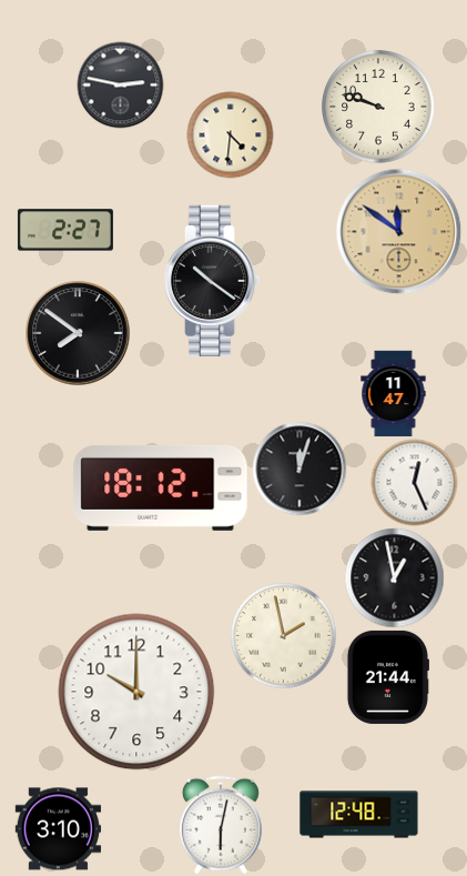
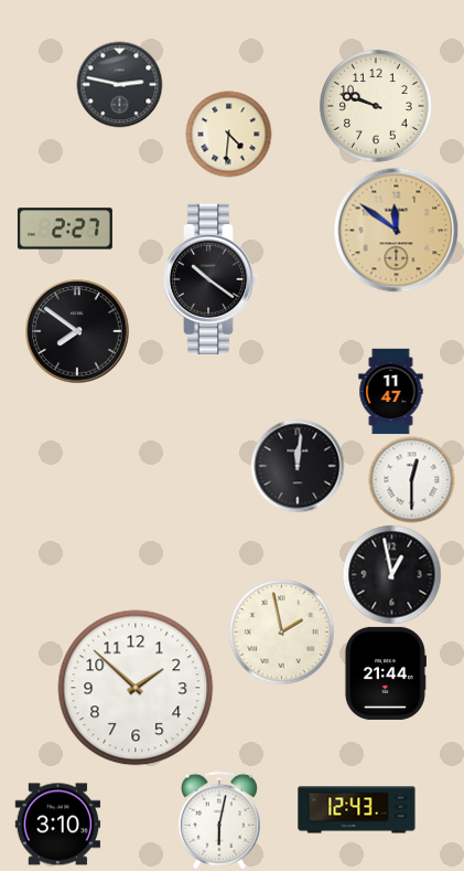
clock at (300, 469): 12:03 -> 12:01
clock at (414, 482): 12:26 -> 12:30
clock at (161, 487): 18:12 -> none
clock at (136, 692): 10:00 -> 1:52
clock at (359, 815): 12:48 -> 12:43
